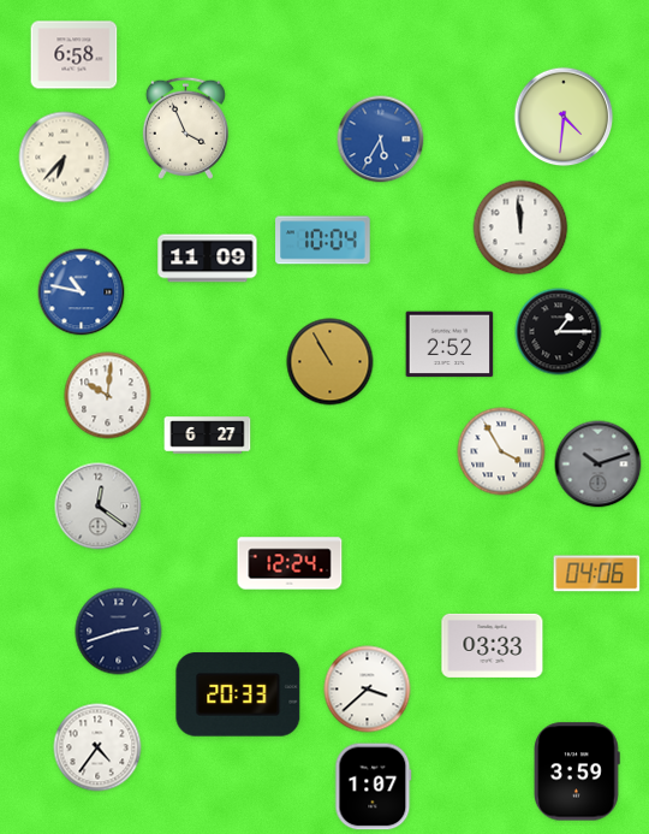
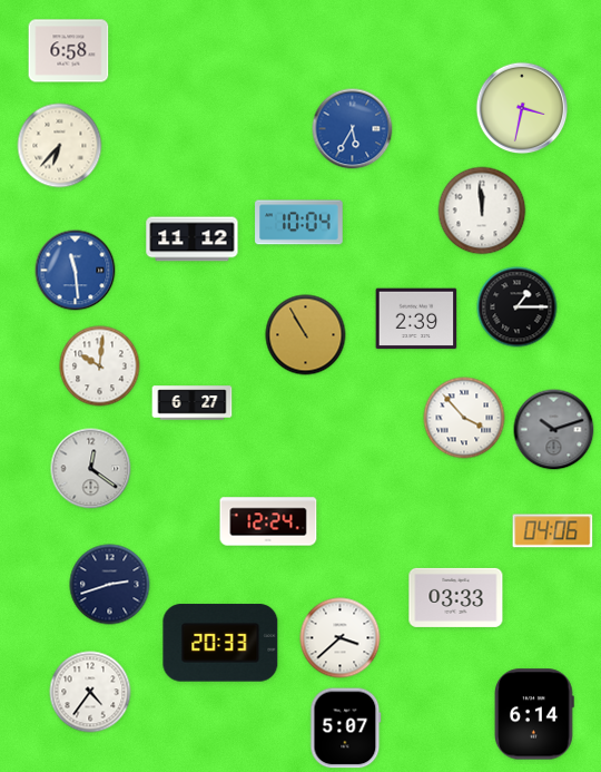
clock at (564, 117): 4:31 -> 3:32
clock at (185, 128): 3:56 -> none
clock at (208, 259): 11:09 -> 11:12
clock at (82, 292): 10:47 -> 11:29
clock at (449, 344): 2:52 -> 2:39
clock at (501, 451): 3:55 -> 3:53
clock at (577, 771): 3:59 -> 6:14
clock at (374, 787): 1:07 -> 5:07
